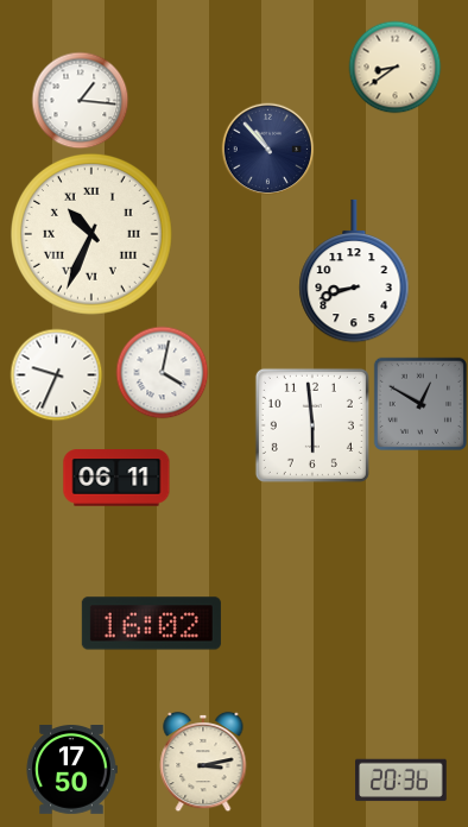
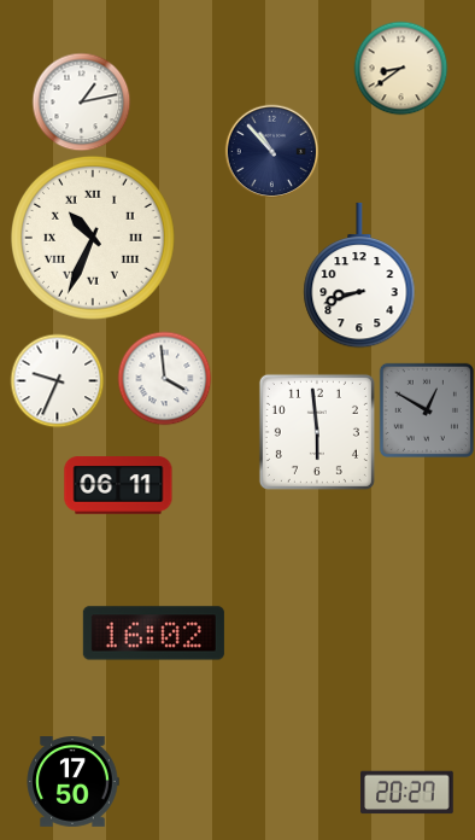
clock at (80, 100): 1:16 -> 1:13
clock at (162, 372): 4:02 -> 3:59
clock at (203, 762): 3:13 -> none
clock at (401, 781): 20:36 -> 20:27
